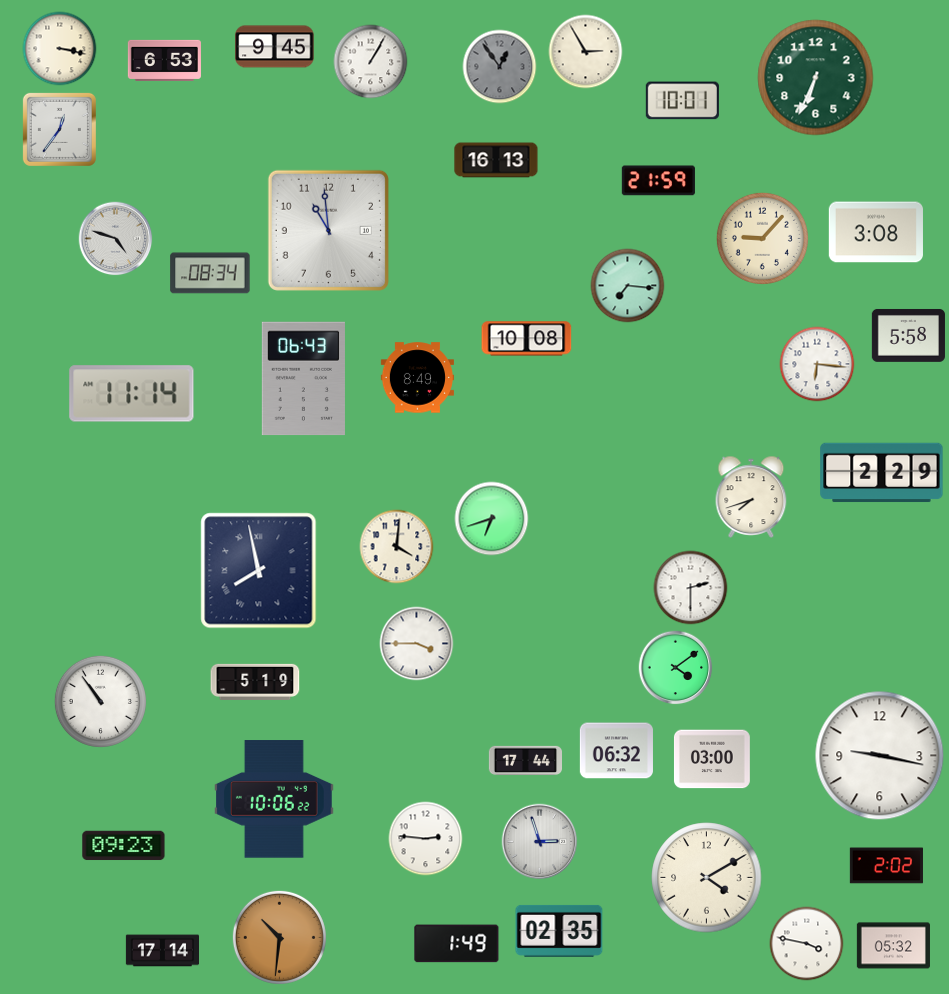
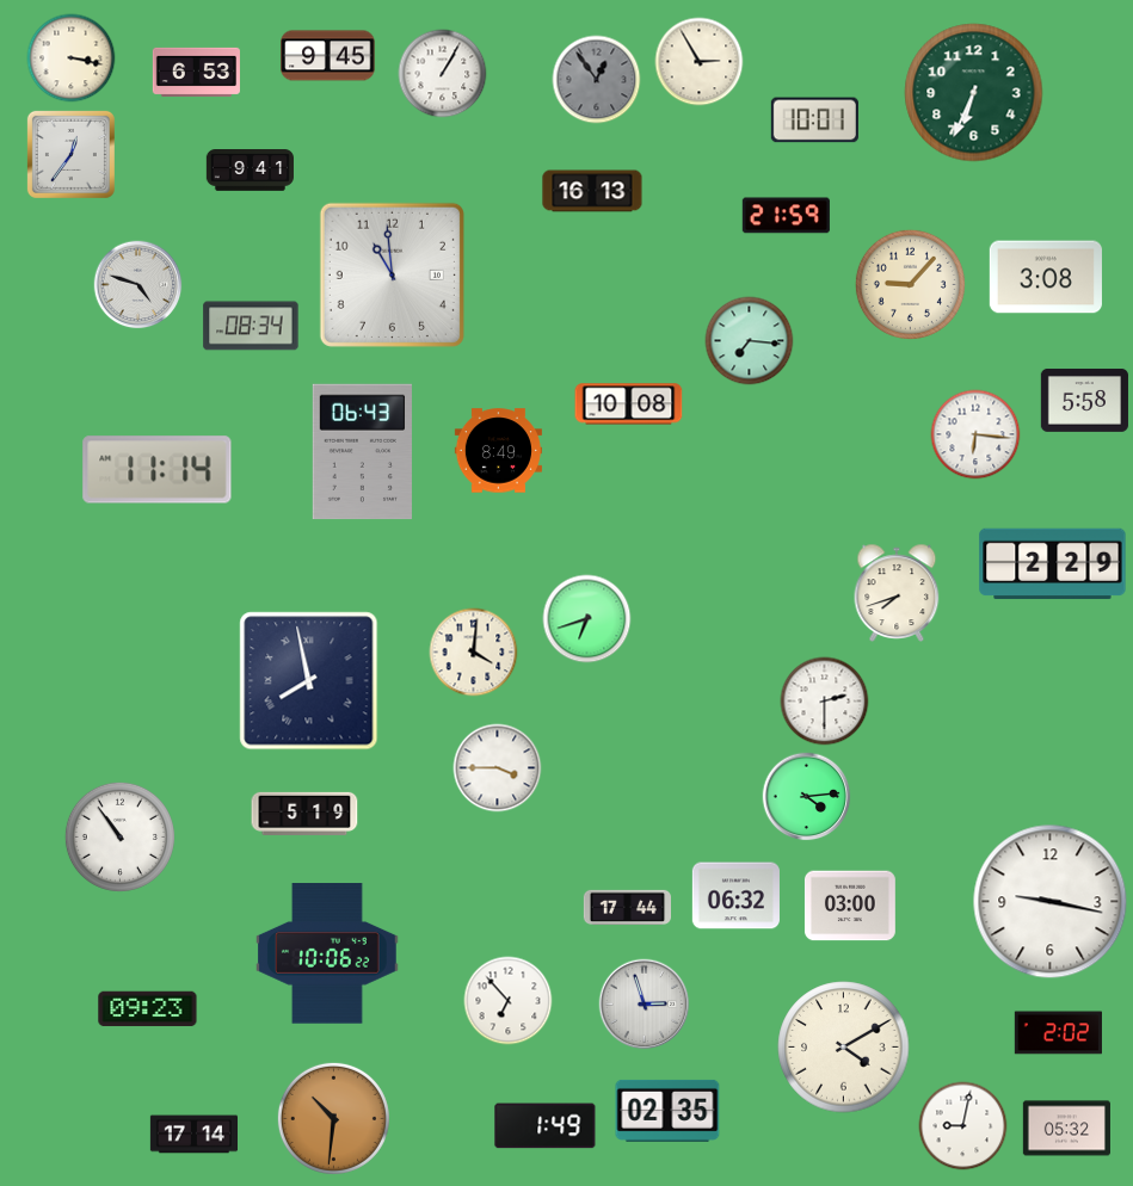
clock at (250, 171): none -> 9:41
clock at (676, 668): 4:09 -> 4:14
clock at (426, 839): 2:46 -> 6:53
clock at (807, 944): 3:47 -> 9:02
